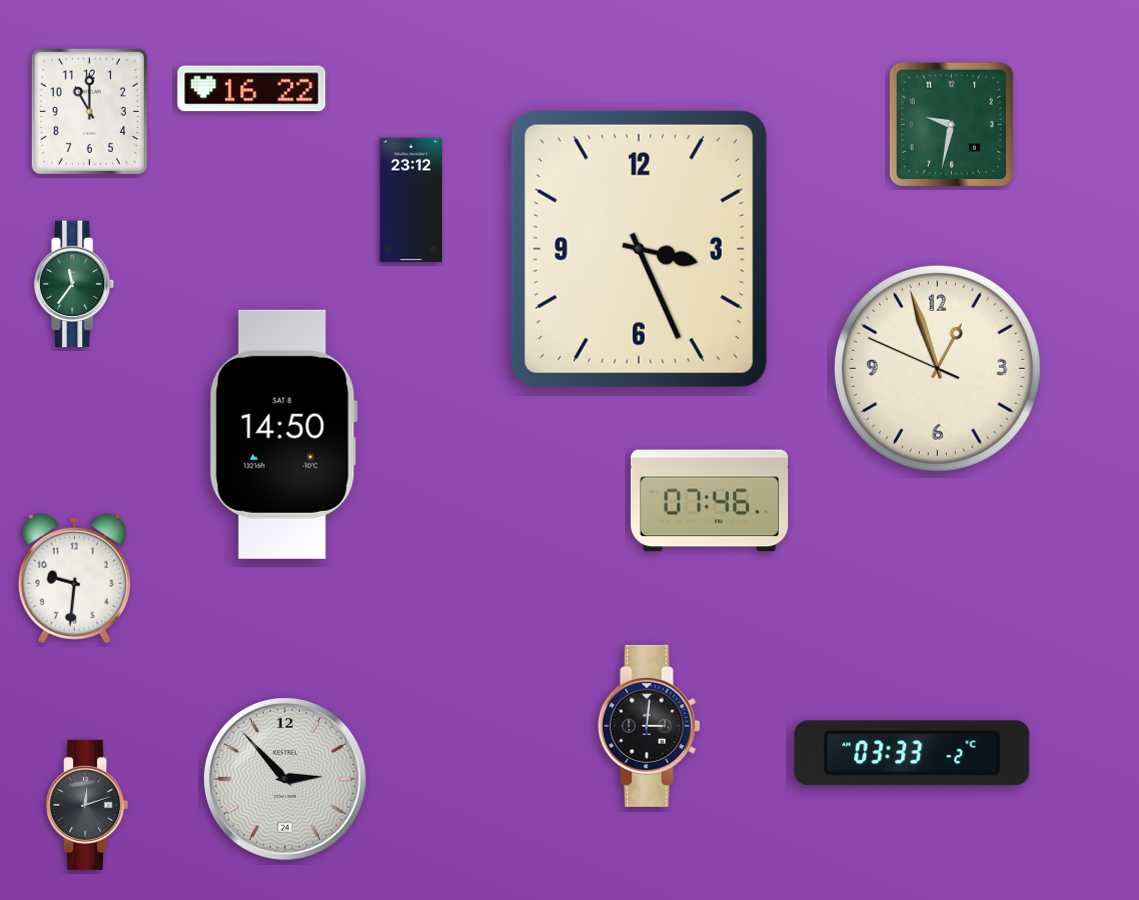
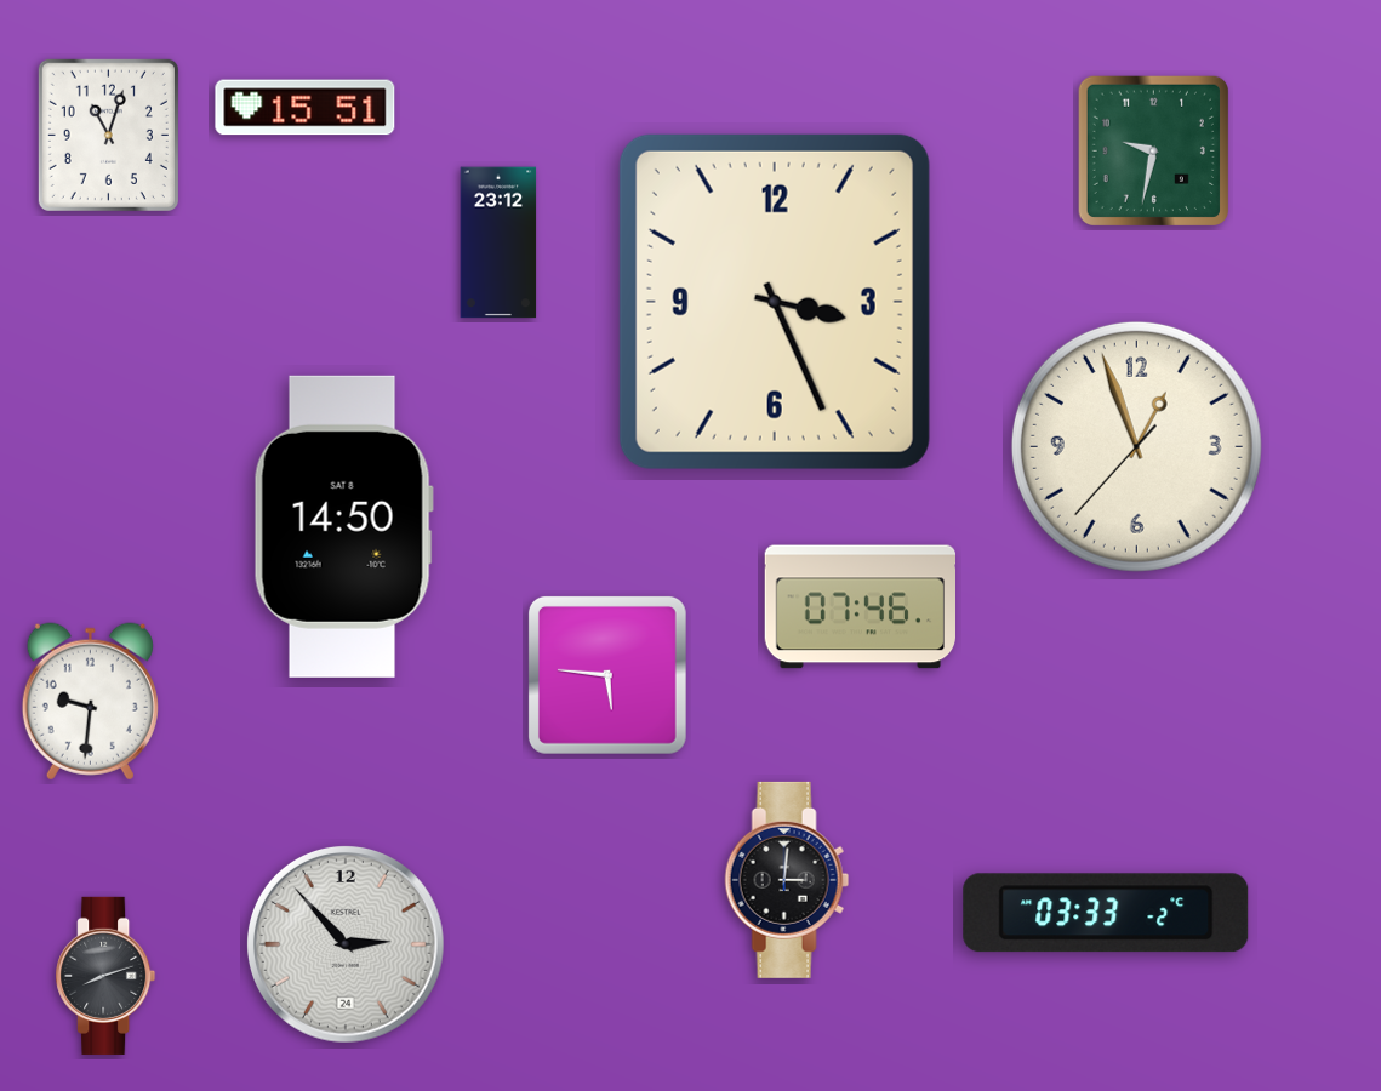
clock at (252, 89): 16:22 -> 15:51
clock at (89, 111): 11:00 -> 11:03
clock at (75, 284): 11:36 -> none
clock at (937, 368): 12:56:49 -> 12:56:37
clock at (607, 675): none -> 5:46
clock at (87, 805): 12:12 -> 8:12
